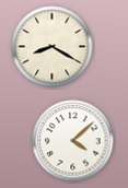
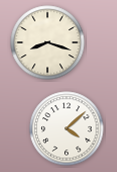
clock at (53, 47): 8:20 -> 8:18
